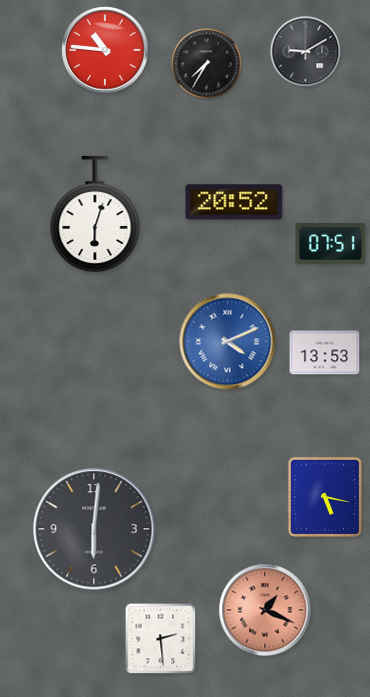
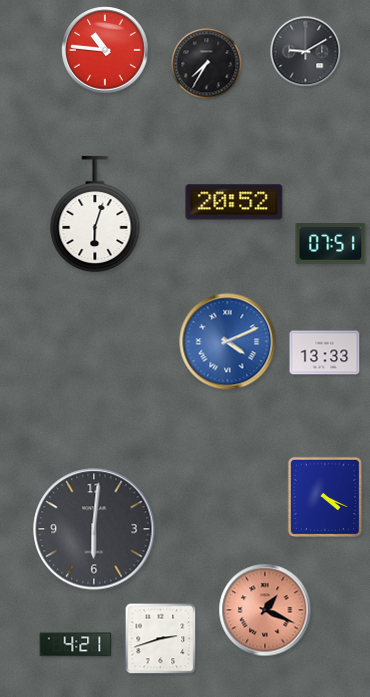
clock at (325, 353): 13:53 -> 13:33
clock at (325, 497): 5:17 -> 4:19
clock at (161, 639): 2:29 -> 2:42
clock at (76, 645): none -> 4:21
